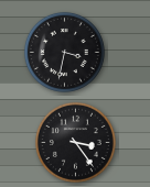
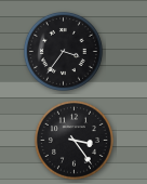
clock at (64, 52): 3:32 -> 3:36
